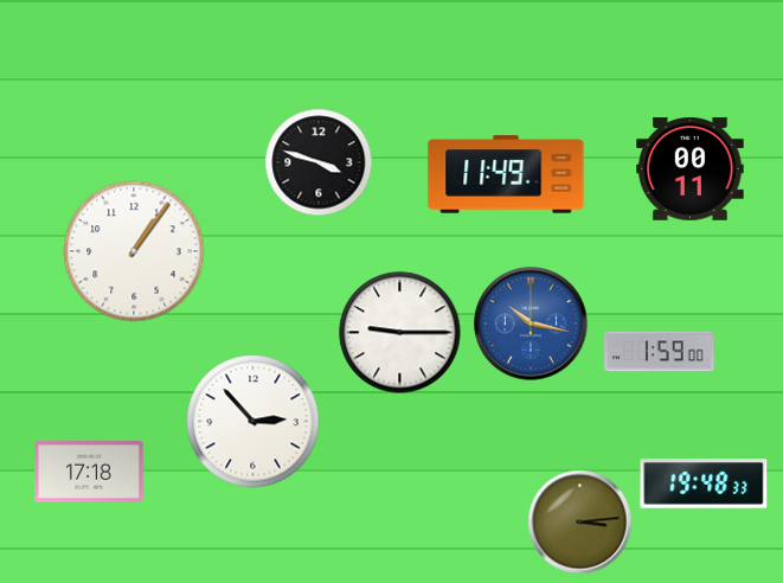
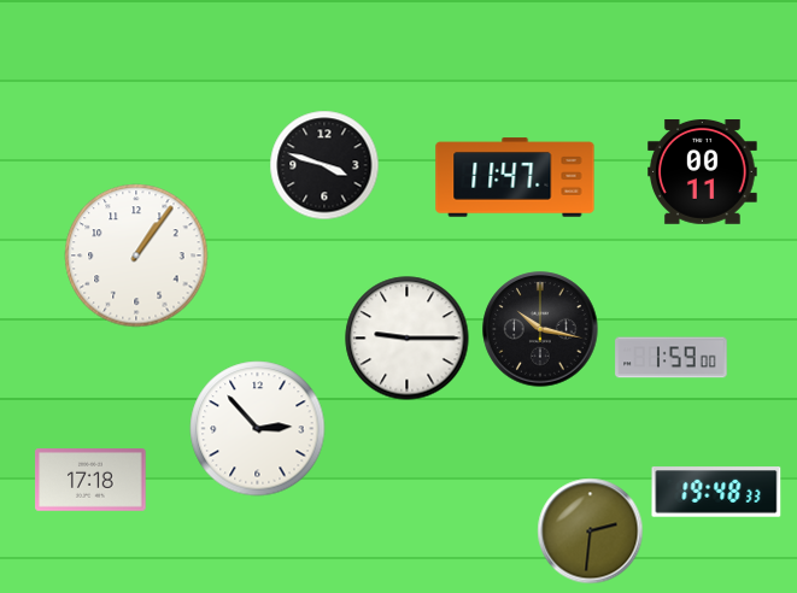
clock at (506, 174): 11:49 -> 11:47
clock at (531, 323) dial: blue -> black
clock at (580, 523): 3:14 -> 2:31
